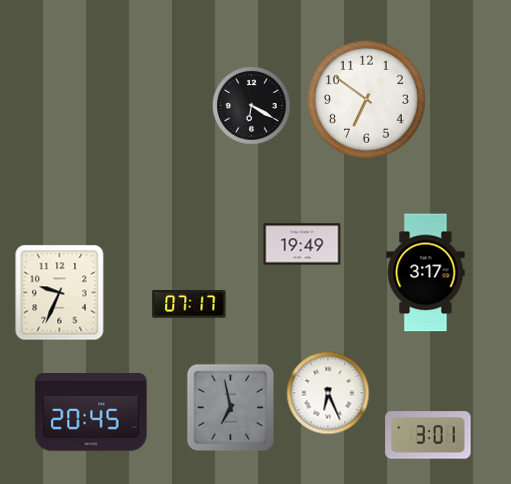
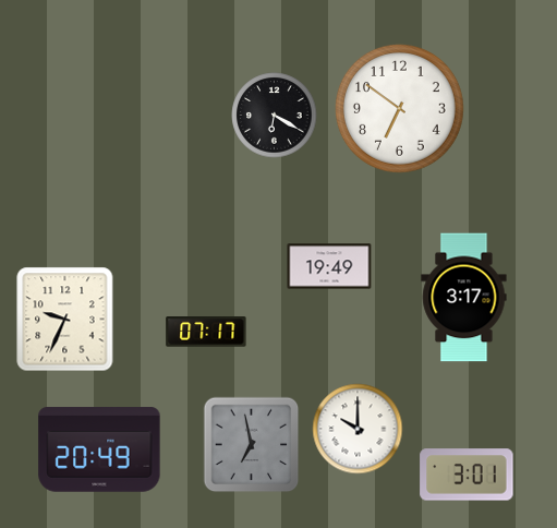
clock at (328, 393): 6:26 -> 10:00
clock at (91, 412): 20:45 -> 20:49
